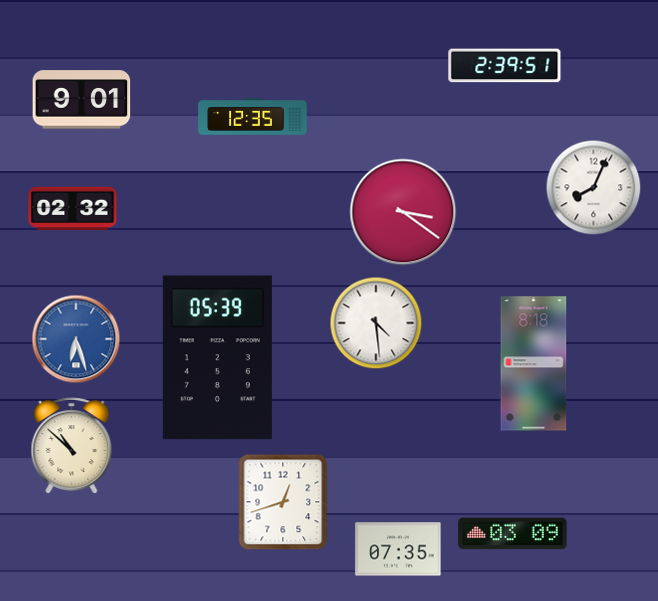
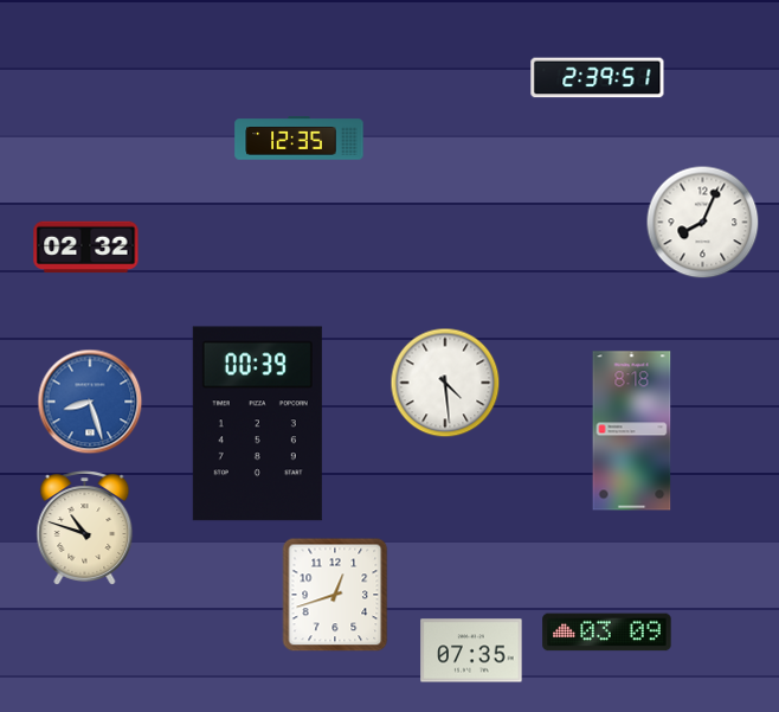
clock at (82, 100): 9:01 -> none
clock at (403, 212): 3:21 -> none
clock at (76, 339): 6:27 -> 8:27
clock at (217, 358): 05:39 -> 00:39
clock at (72, 446): 10:52 -> 10:48
